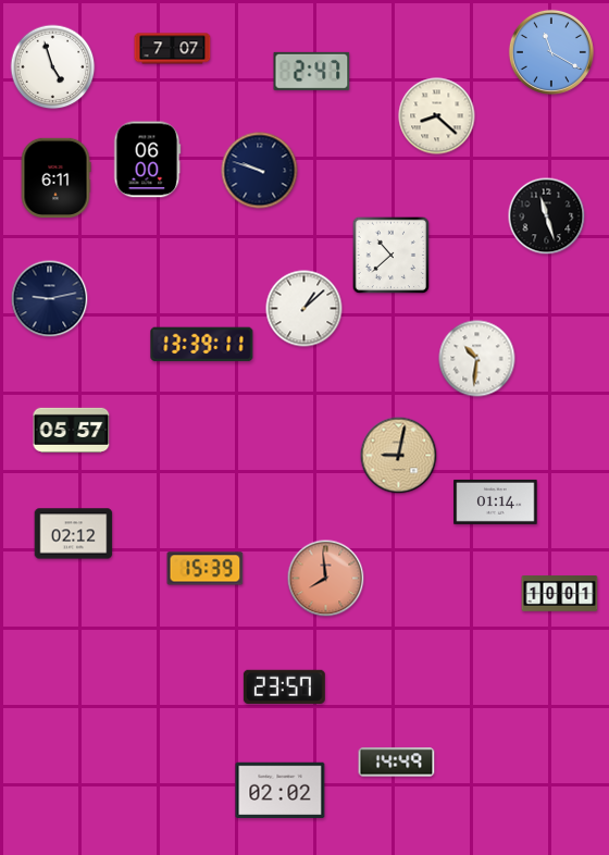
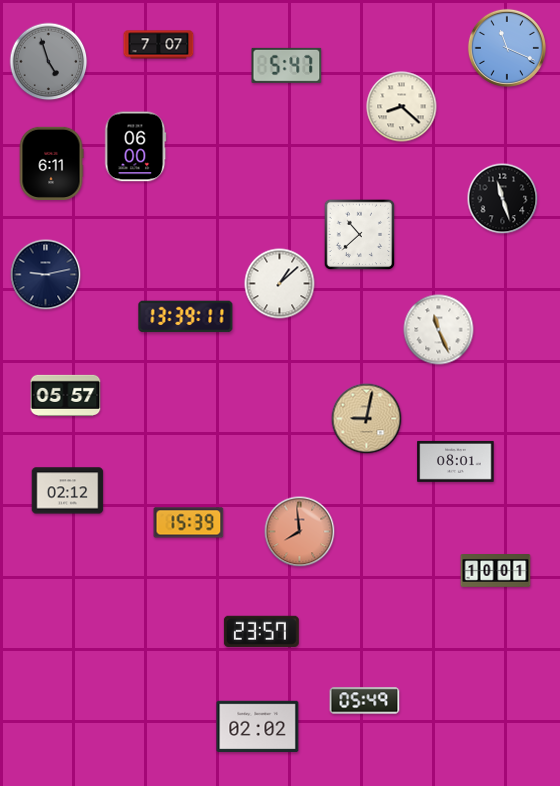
clock at (551, 52): 11:20 -> 11:19
clock at (53, 67) dial: white -> grey
clock at (312, 71): 2:47 -> 5:47
clock at (260, 171): 9:48 -> none
clock at (477, 359): 10:31 -> 11:26
clock at (496, 501): 01:14 -> 08:01
clock at (560, 594) position: (560, 594) -> (496, 571)
clock at (397, 763): 14:49 -> 05:49
